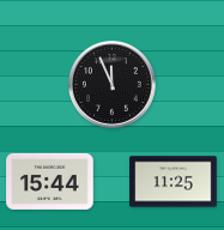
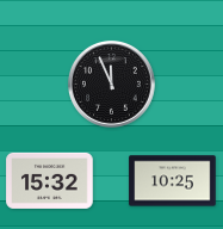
clock at (50, 181): 15:44 -> 15:32
clock at (174, 182): 11:25 -> 10:25
